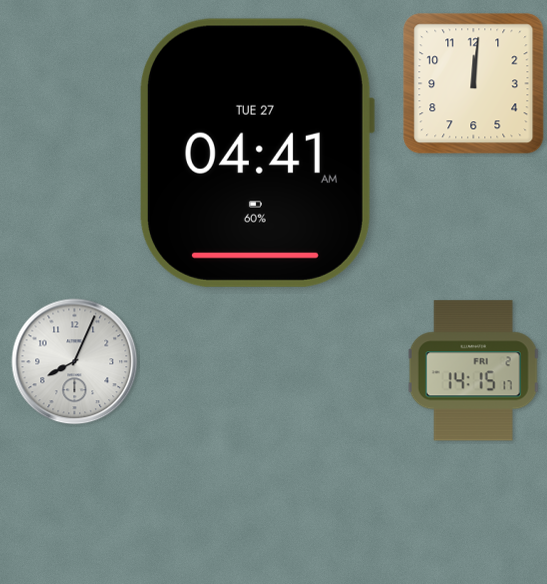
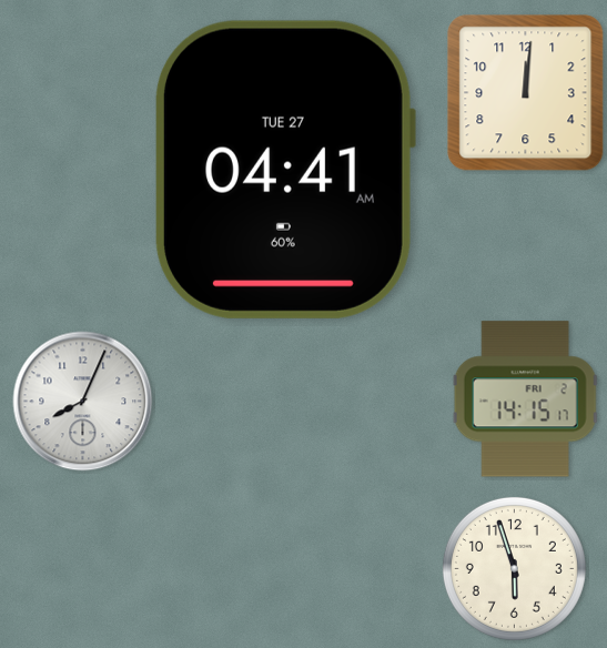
clock at (474, 371) position: (474, 371) -> (526, 399)
clock at (514, 568): none -> 5:57
